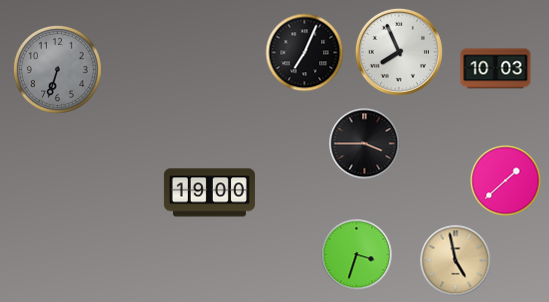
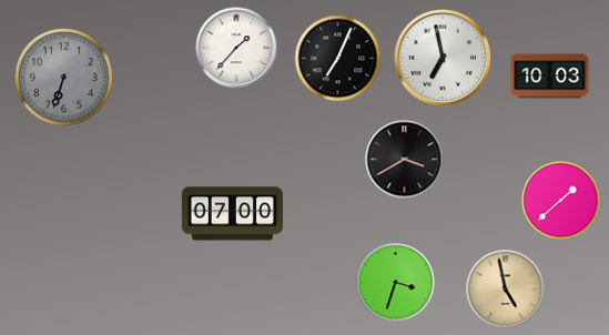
clock at (236, 48): none -> 1:37
clock at (399, 52): 7:56 -> 6:58
clock at (365, 144): 3:45 -> 3:40
clock at (209, 193): 19:00 -> 07:00
